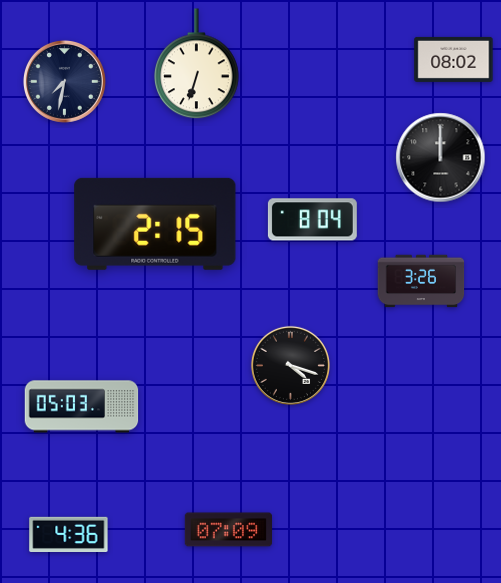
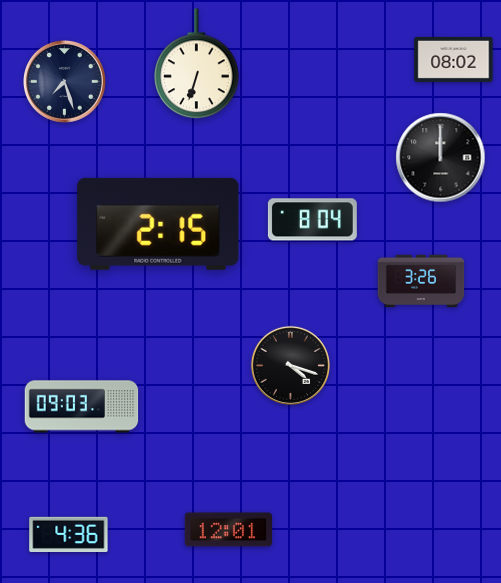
clock at (64, 81): 7:32 -> 7:27
clock at (155, 224) position: (155, 224) -> (158, 224)
clock at (82, 407): 05:03 -> 09:03
clock at (228, 530): 07:09 -> 12:01
